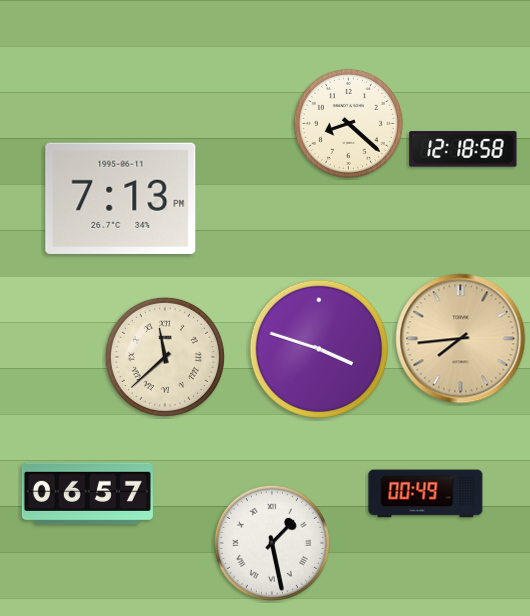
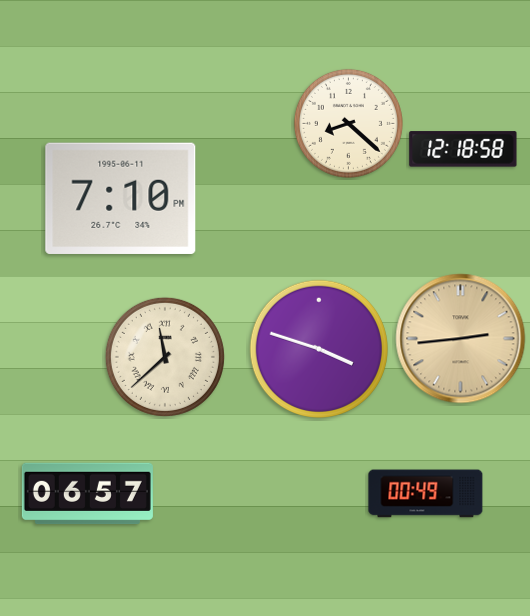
clock at (121, 198): 7:13 -> 7:10
clock at (461, 339): 7:44 -> 2:44
clock at (272, 543): 1:28 -> none
